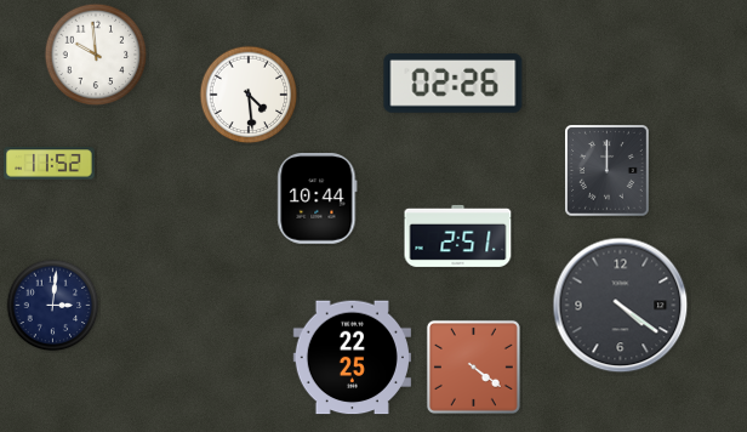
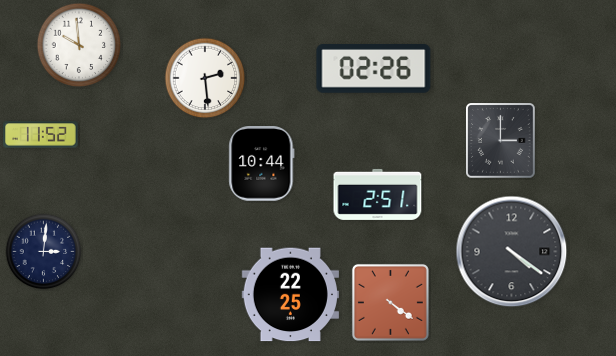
clock at (249, 95): 4:29 -> 2:29
clock at (608, 171): 12:00 -> 3:00
